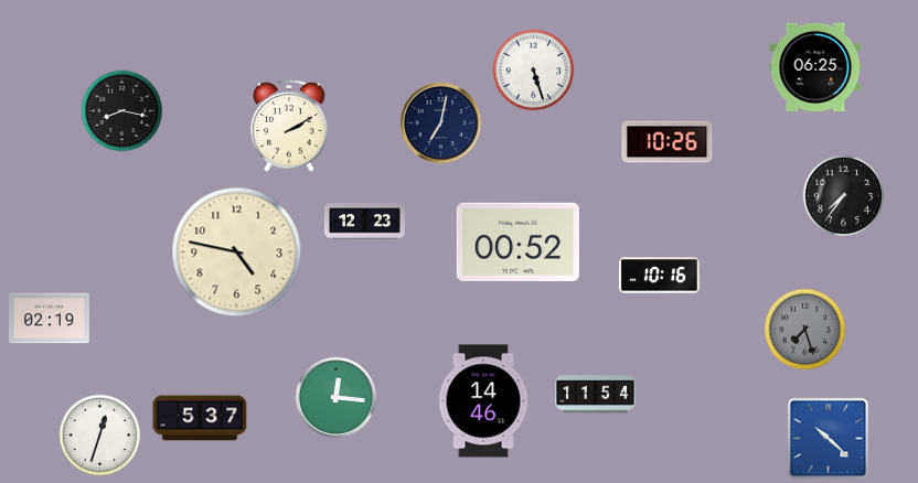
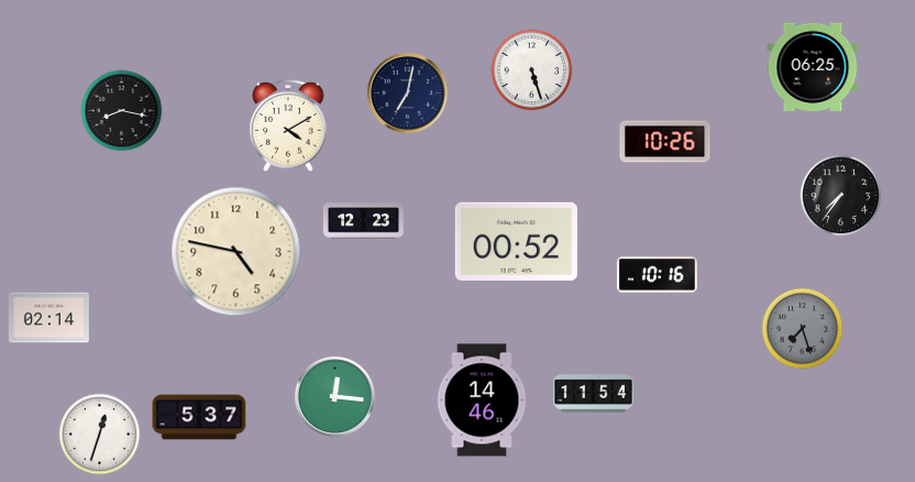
clock at (440, 122) position: (440, 122) -> (407, 92)
clock at (289, 127): 2:10 -> 4:10
clock at (49, 319): 02:19 -> 02:14
clock at (829, 439): 10:22 -> none
